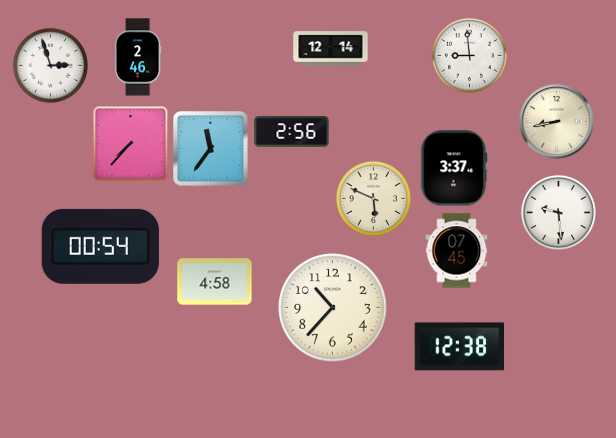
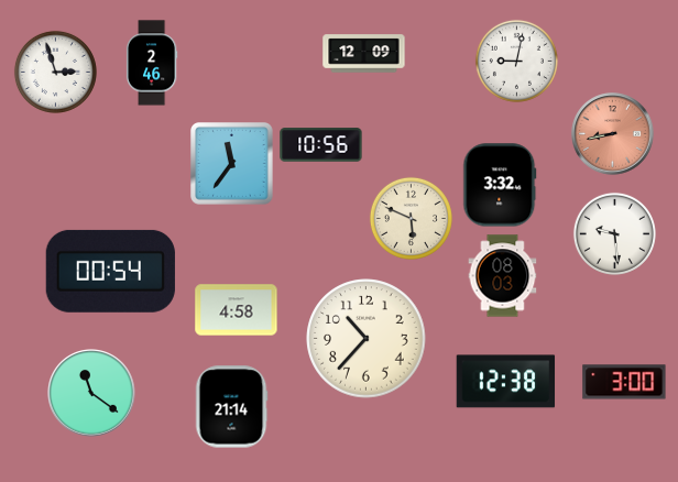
clock at (331, 49): 12:14 -> 12:09
clock at (469, 55): 8:59 -> 9:02
clock at (557, 122) dial: cream -> salmon
clock at (292, 132): 2:56 -> 10:56
clock at (131, 144): 7:37 -> none
clock at (454, 168): 3:37 -> 3:32
clock at (457, 251): 07:45 -> 08:03
clock at (624, 382): none -> 3:00
clock at (91, 393): none -> 11:21
clock at (231, 407): none -> 21:14
